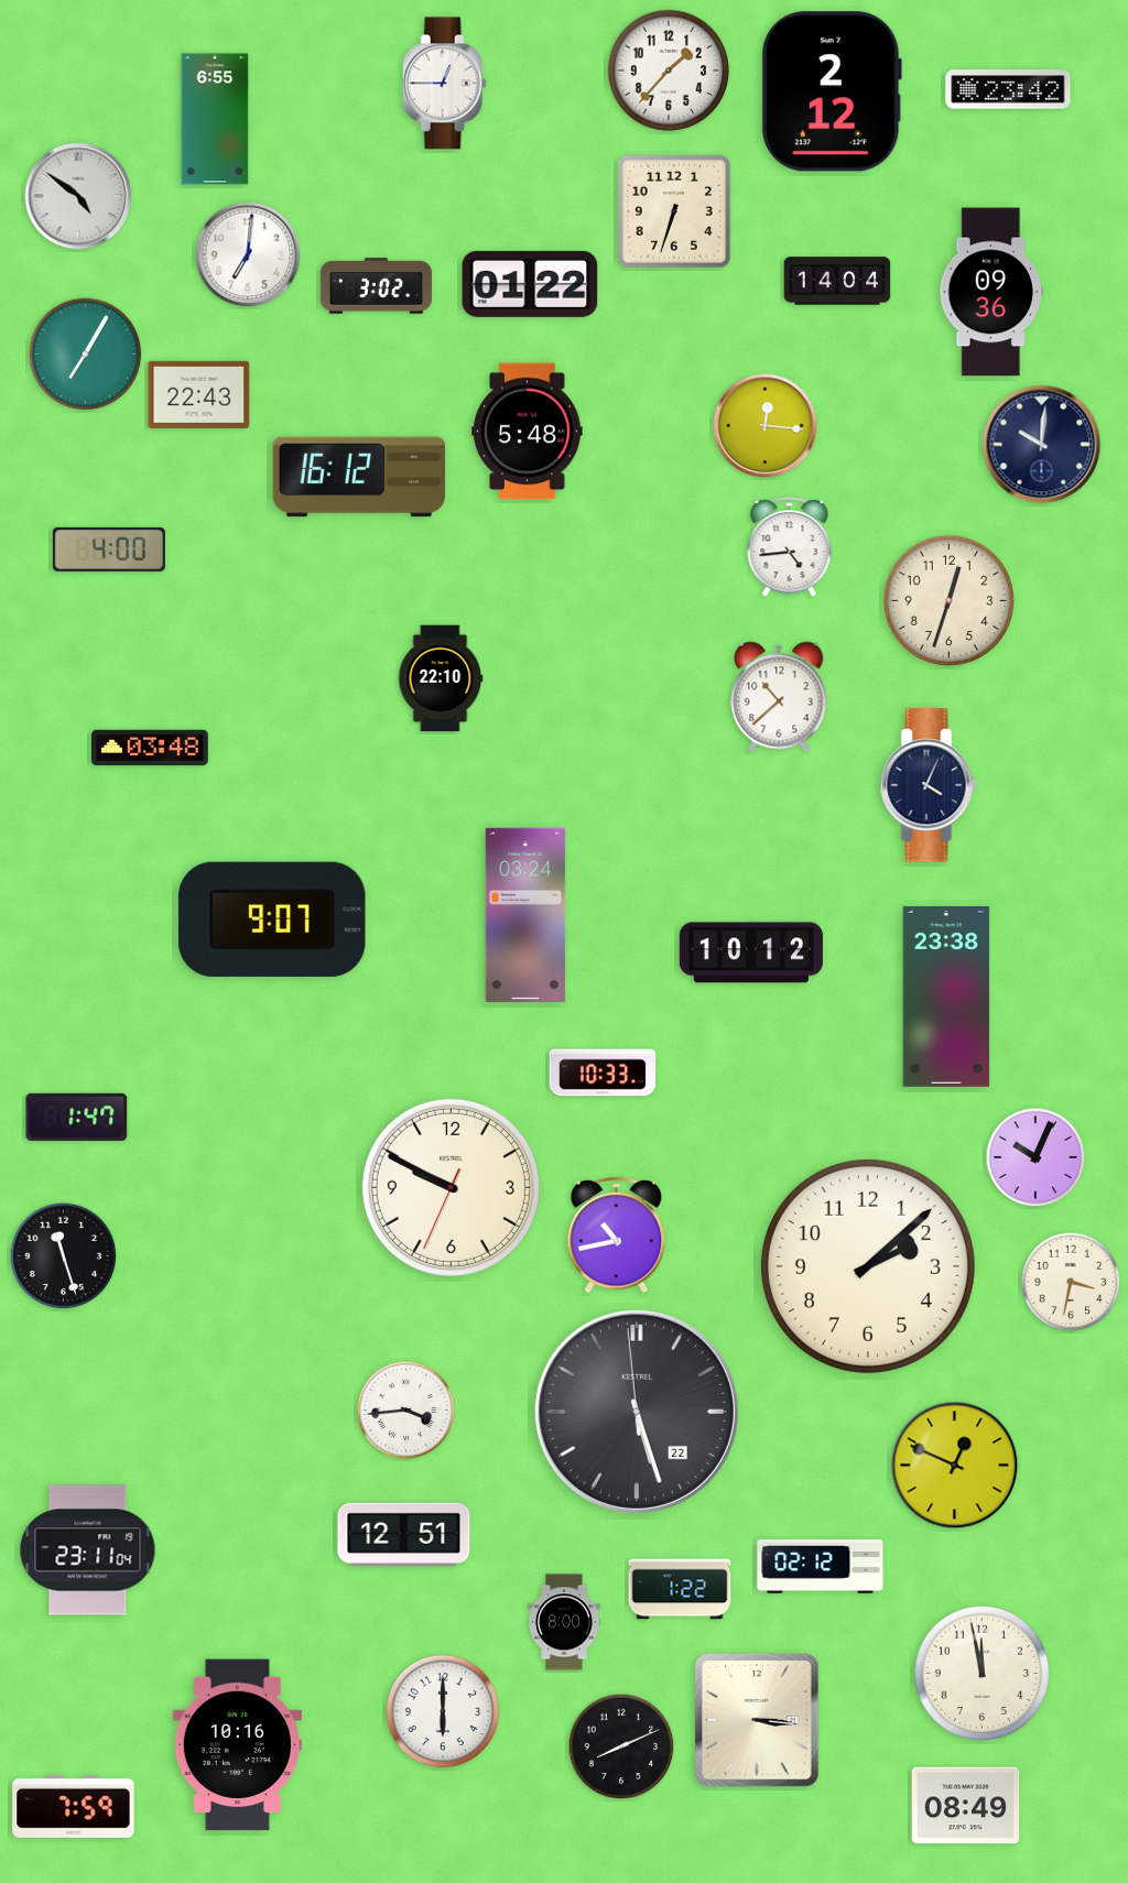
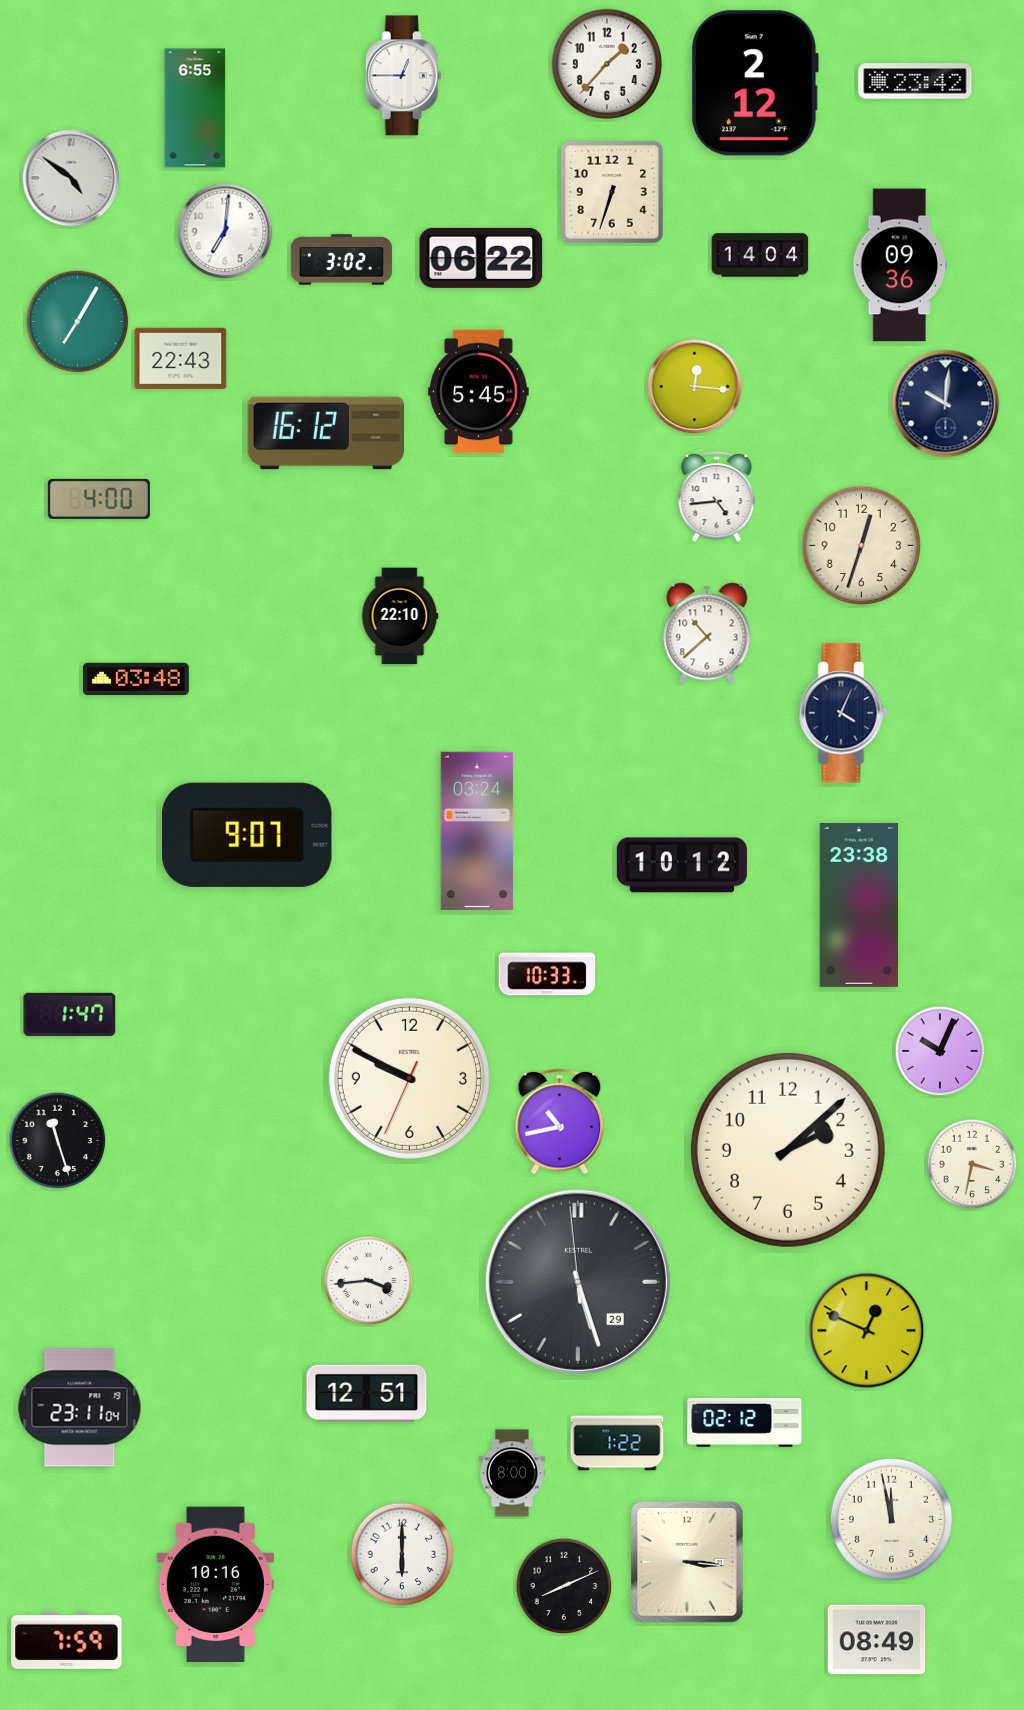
clock at (530, 284): 01:22 -> 06:22
clock at (528, 432): 5:48 -> 5:45
clock at (637, 1412) date: 22 -> 29
